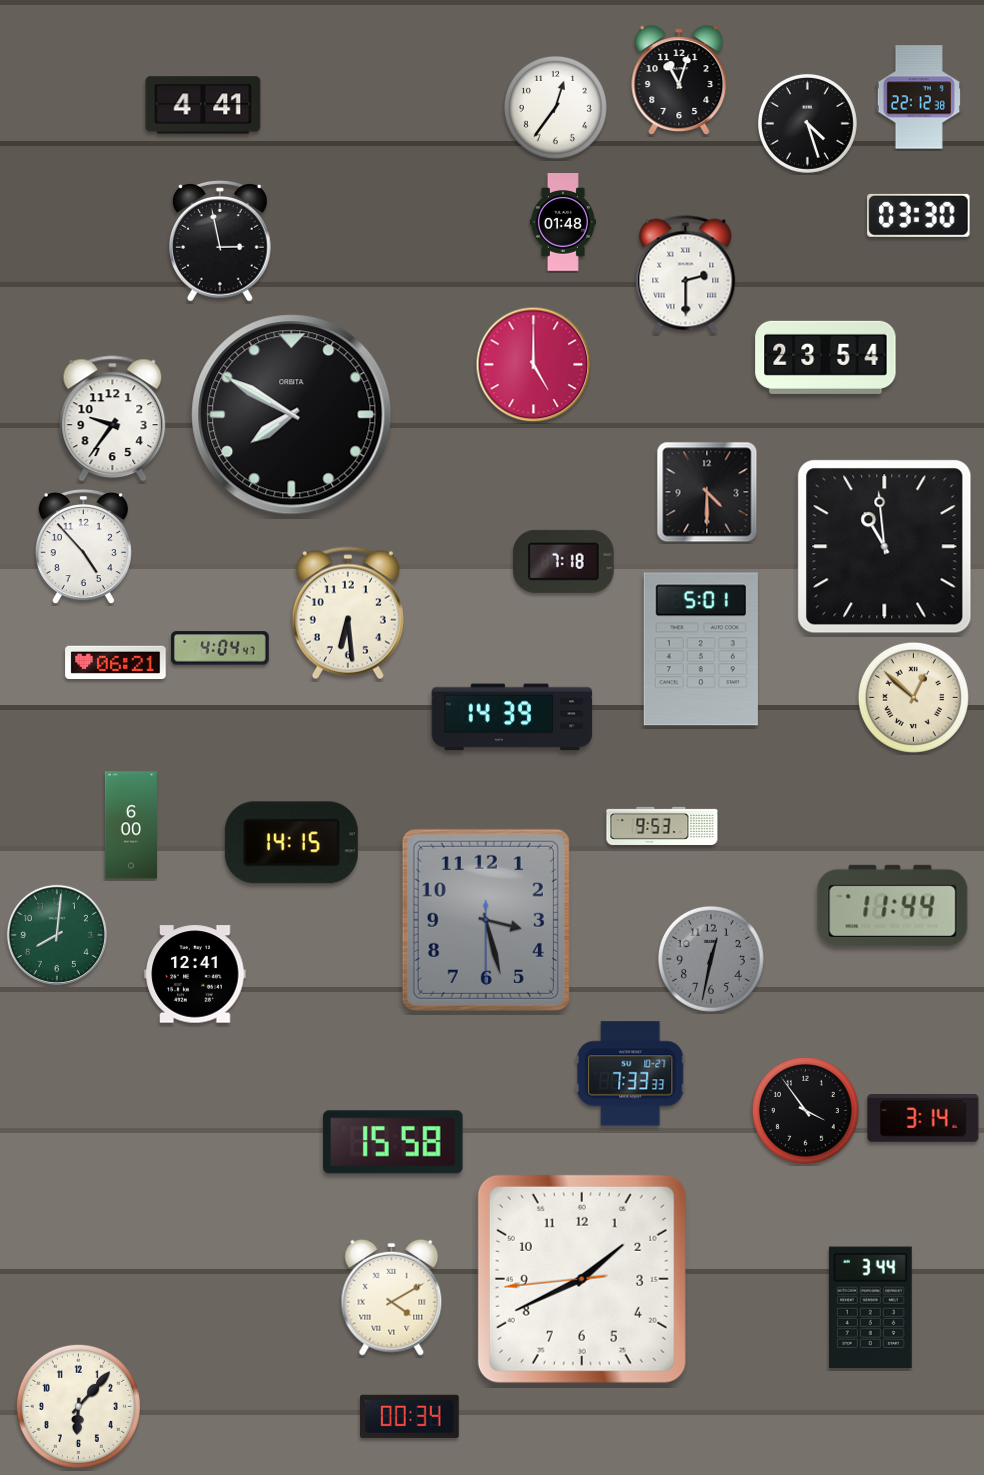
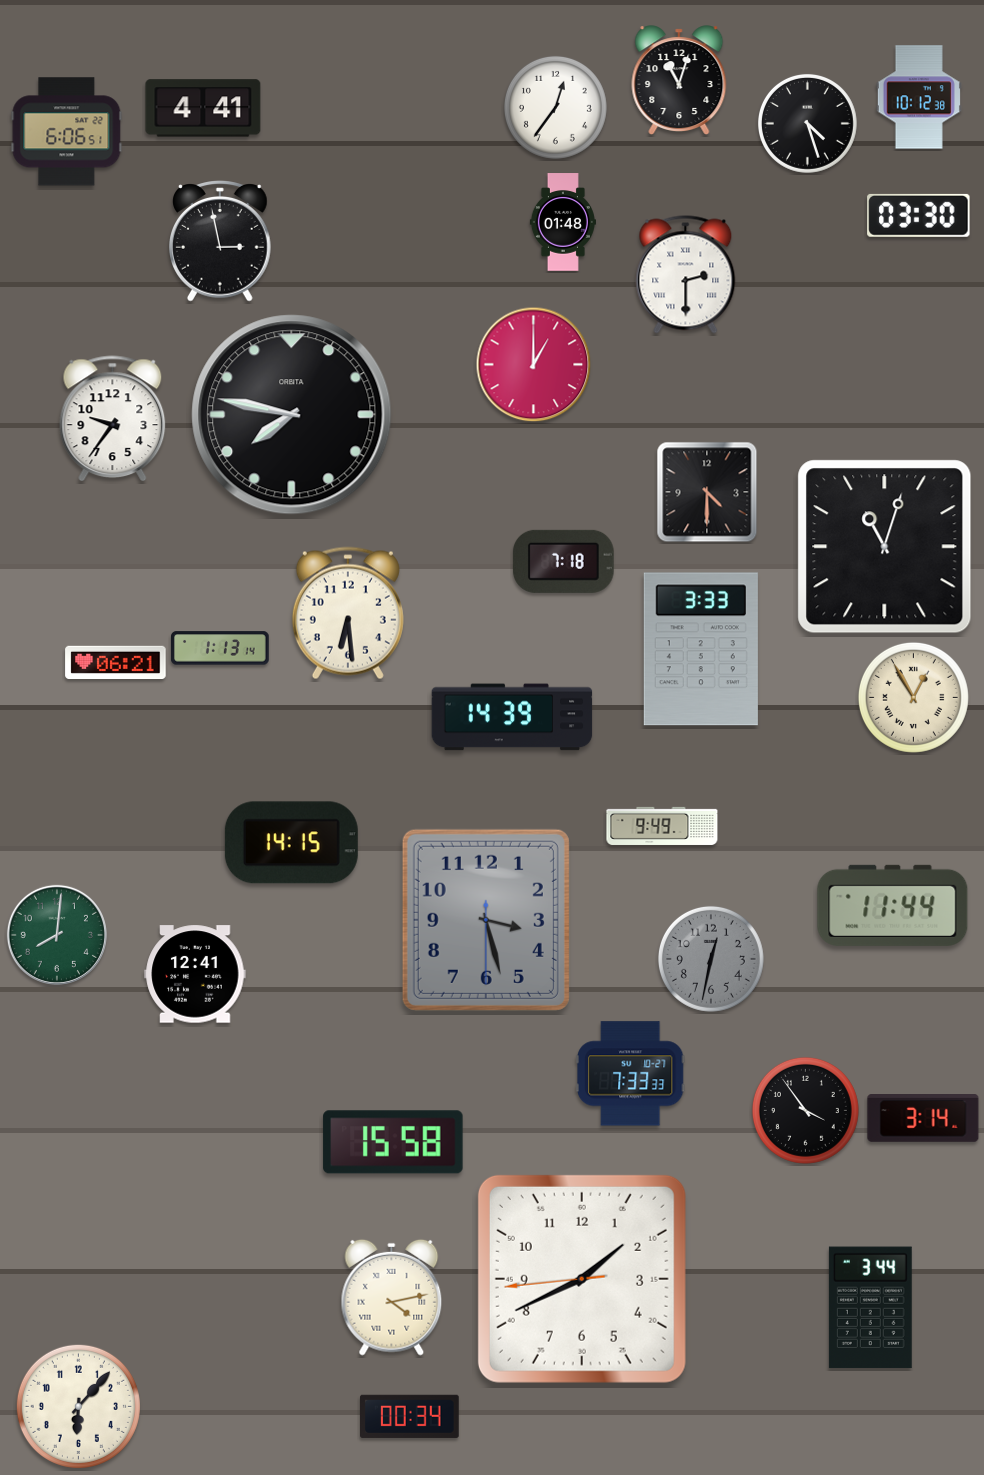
clock at (919, 97): 22:12 -> 10:12
clock at (203, 105) position: (203, 105) -> (203, 108)
clock at (67, 132): none -> 6:06
clock at (826, 357): 23:54 -> none
clock at (534, 365): 5:00 -> 1:00
clock at (292, 415): 7:50 -> 7:47
clock at (885, 547): 10:59 -> 11:03
clock at (83, 548): 4:53 -> none
clock at (221, 648): 4:04 -> 1:13
clock at (701, 649): 5:01 -> 3:33
clock at (913, 697): 12:52 -> 12:55
clock at (130, 825): 6:00 -> none
clock at (662, 826): 9:53 -> 9:49
clock at (392, 1297): 4:10 -> 4:13
